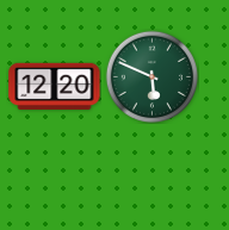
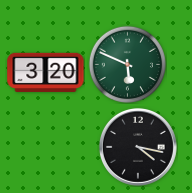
clock at (55, 86): 12:20 -> 3:20
clock at (138, 147): none -> 4:17
